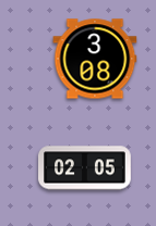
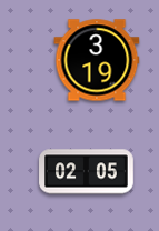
clock at (95, 59): 3:08 -> 3:19
